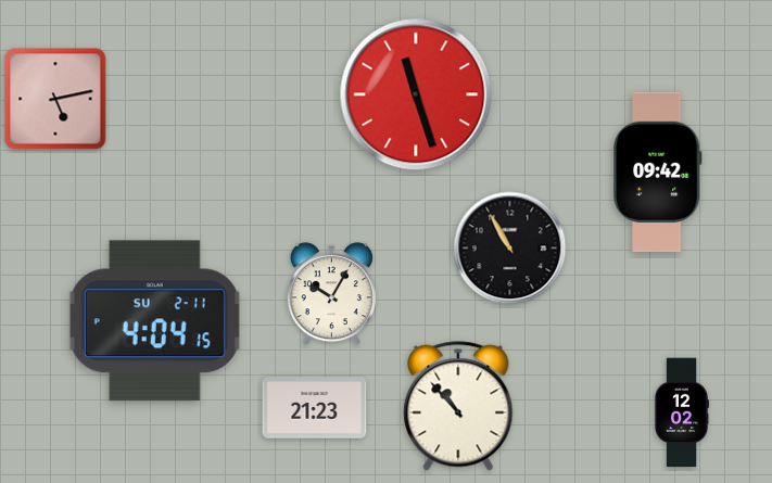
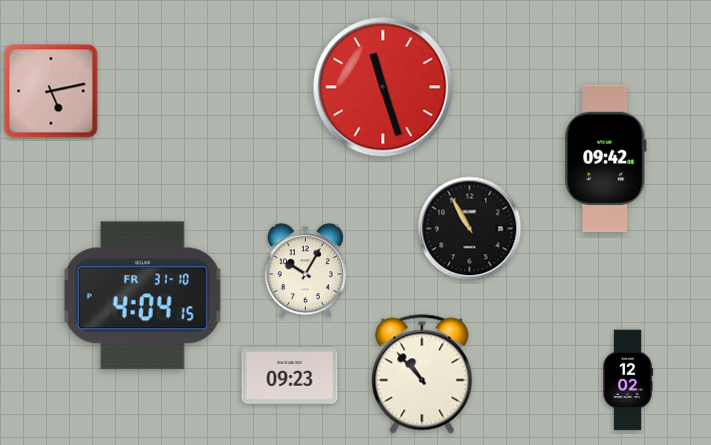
clock at (154, 321) date: SU 2-11 -> FR 31-10
clock at (315, 408): 21:23 -> 09:23
